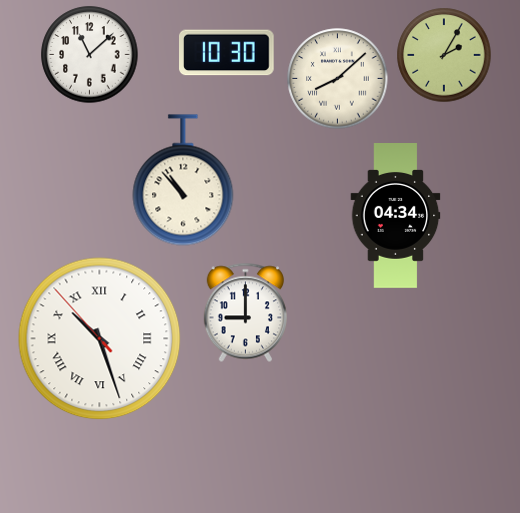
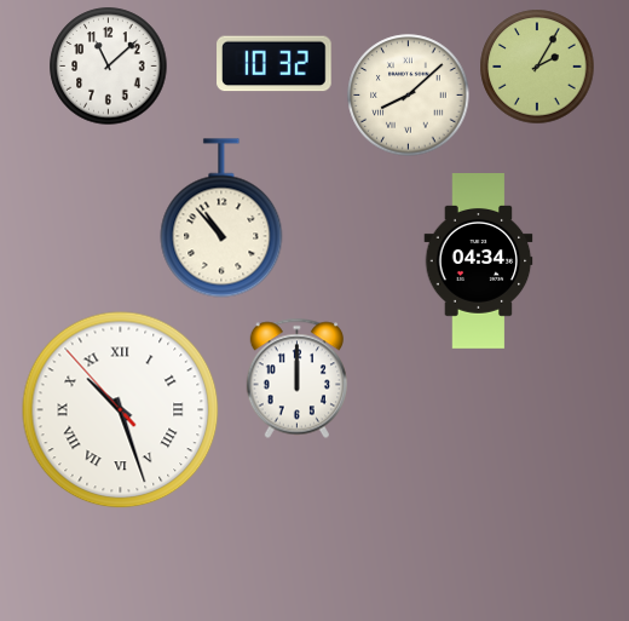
clock at (227, 53): 10:30 -> 10:32
clock at (245, 313): 9:00 -> 12:00
